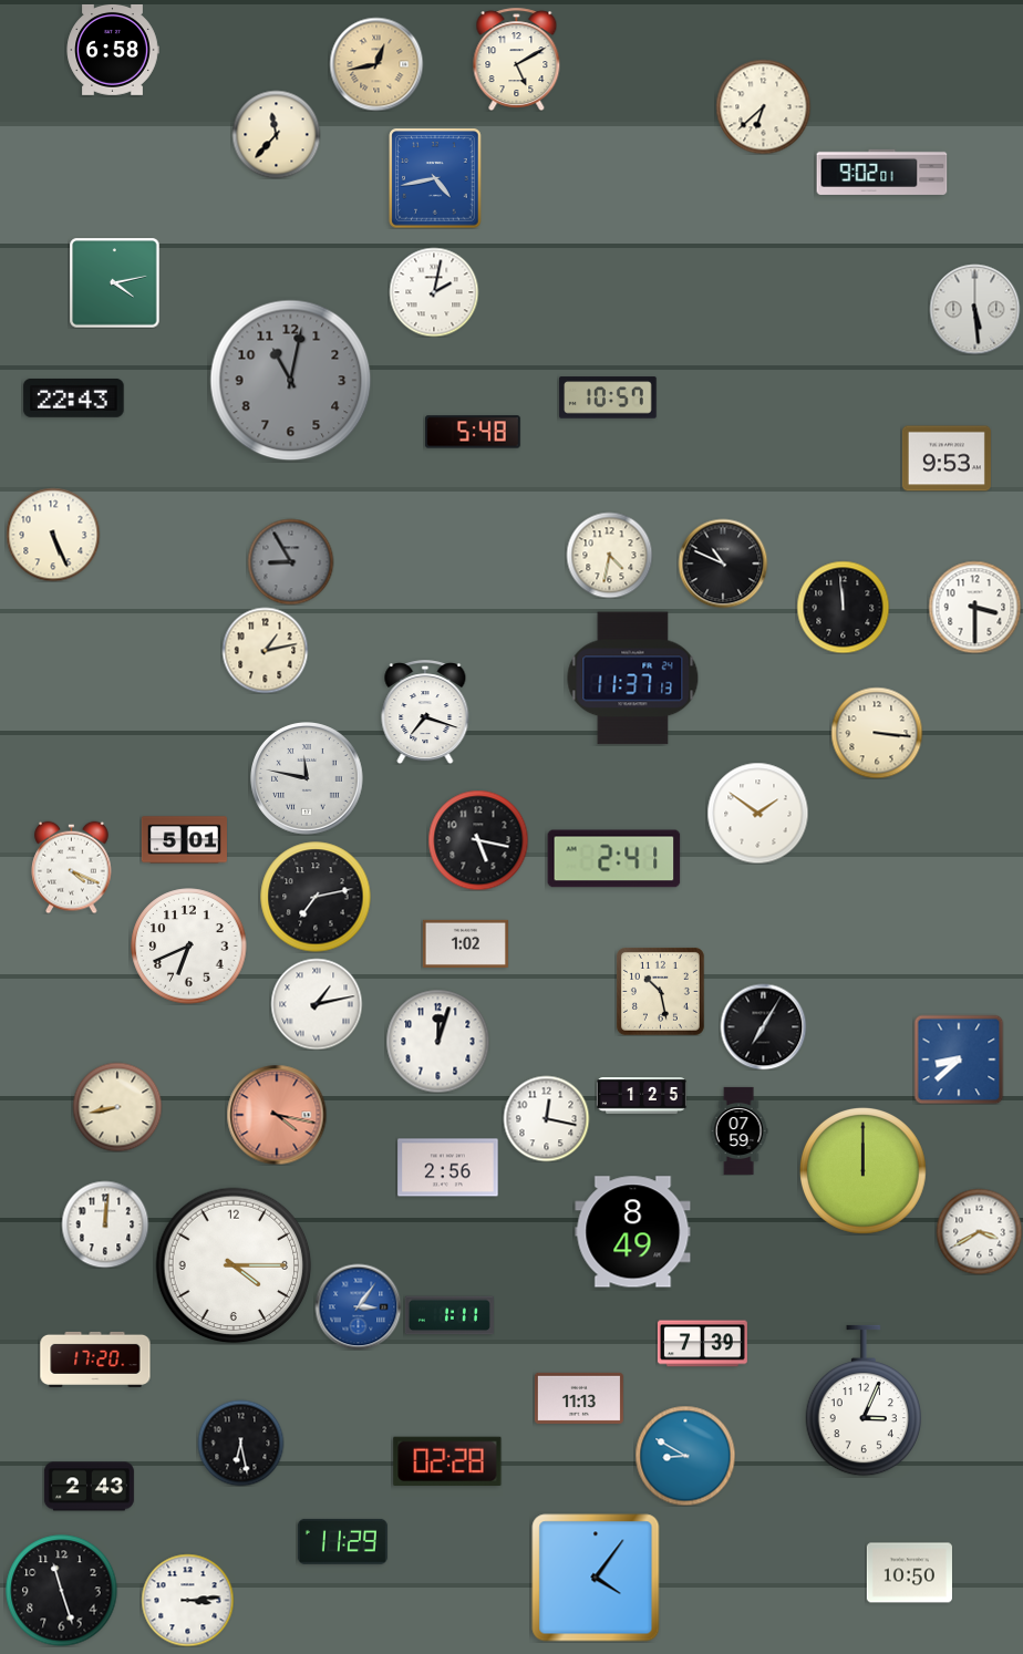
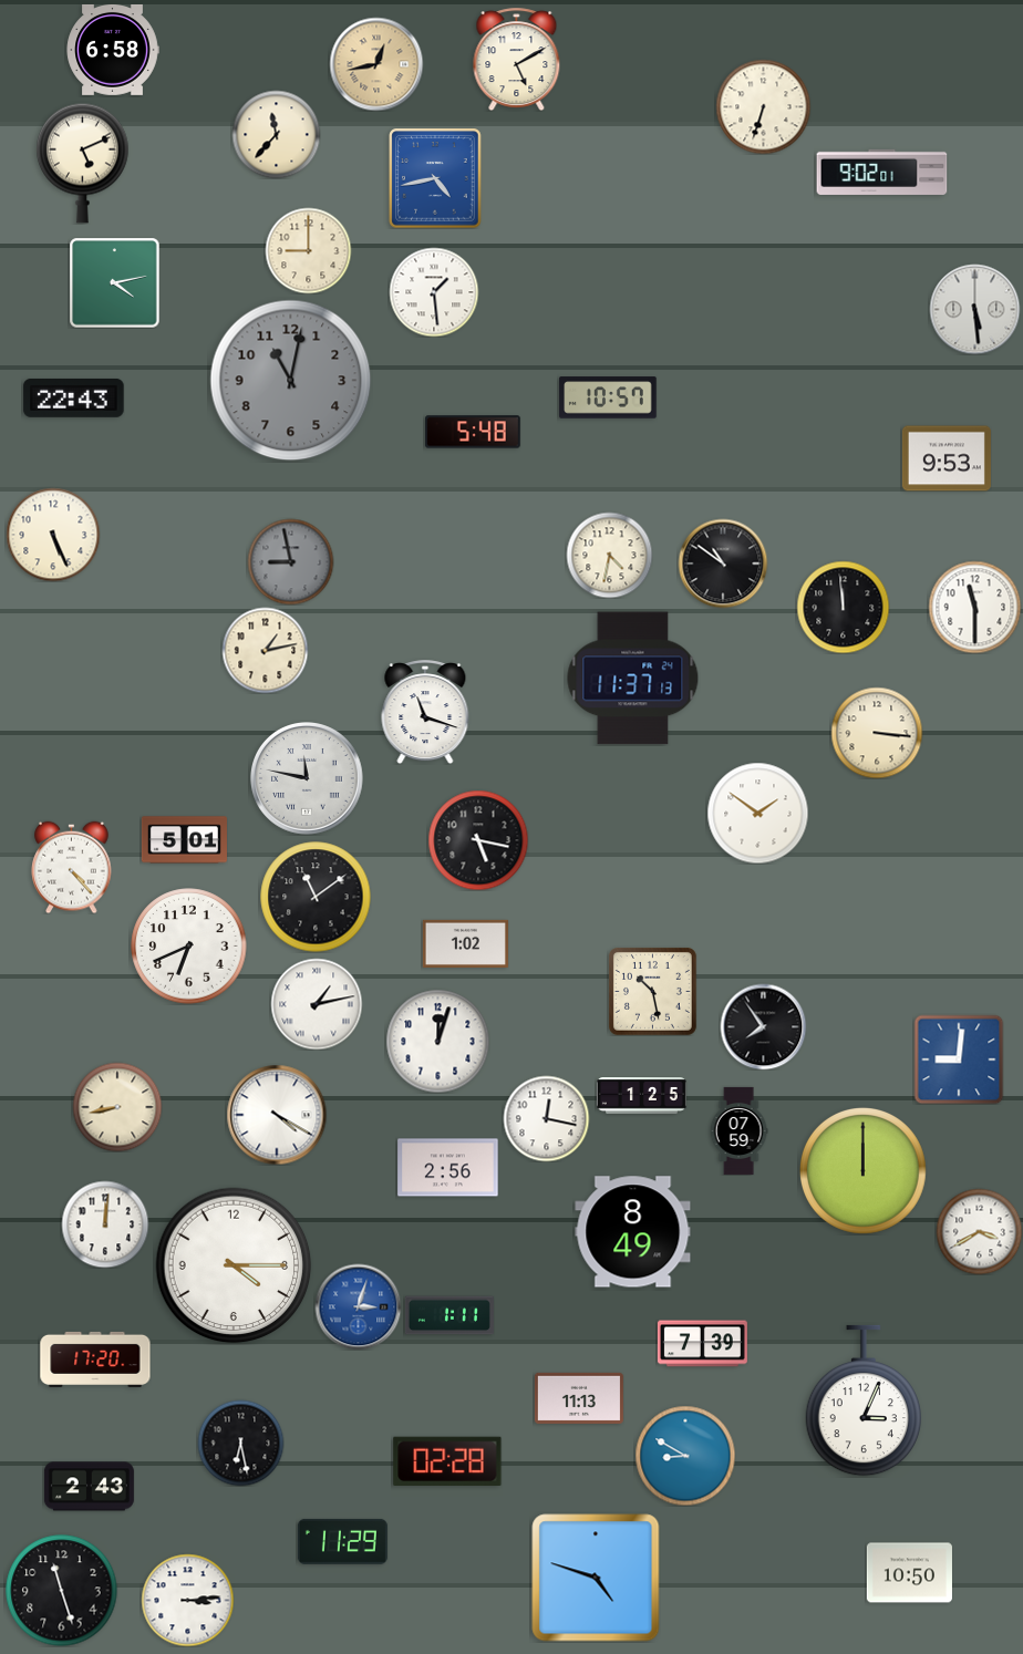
clock at (763, 106): 6:38 -> 6:33
clock at (83, 163): none -> 5:11
clock at (308, 250): none -> 9:00
clock at (434, 292): 2:02 -> 1:29
clock at (290, 561): 8:55 -> 8:58
clock at (723, 564): 10:49 -> 10:51
clock at (974, 607): 3:30 -> 11:30
clock at (425, 712): 7:18 -> 11:18
clock at (614, 859): 2:41 -> none
clock at (72, 867): 4:19 -> 4:23
clock at (316, 897): 7:13 -> 11:09
clock at (660, 991) position: (660, 991) -> (652, 991)
clock at (763, 1026): 7:05 -> 7:54
clock at (959, 1059): 8:38 -> 9:01
clock at (277, 1115): 4:17 -> 4:20
clock at (277, 1115) dial: salmon -> white
clock at (358, 1306): 3:06 -> 3:03
clock at (596, 1578): 4:06 -> 4:48
